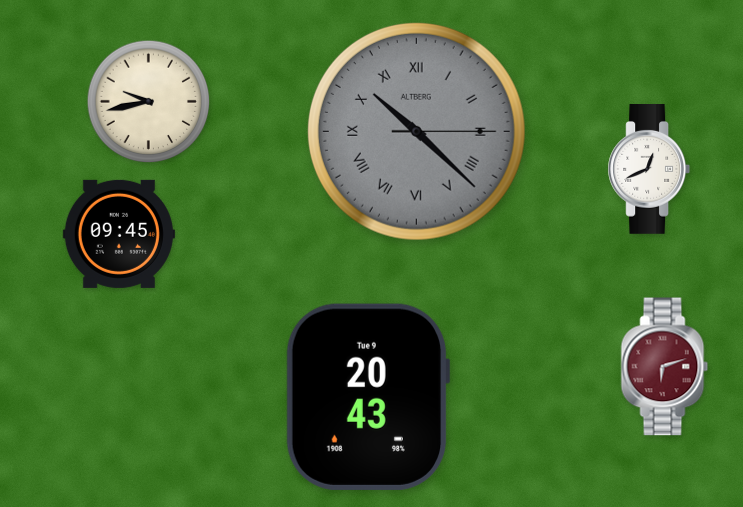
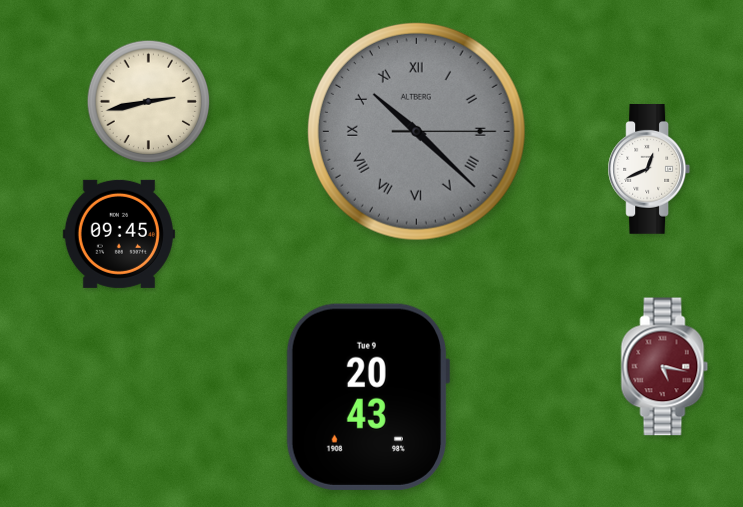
clock at (149, 102): 9:43 -> 2:43
clock at (665, 367): 6:12 -> 5:17
